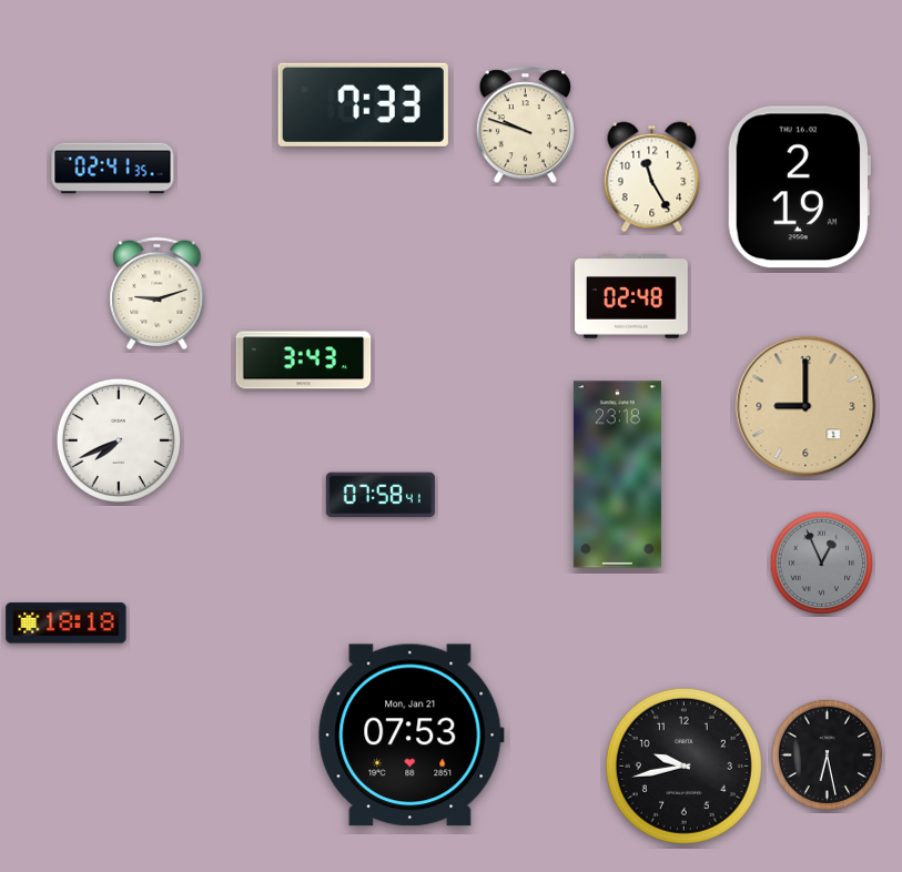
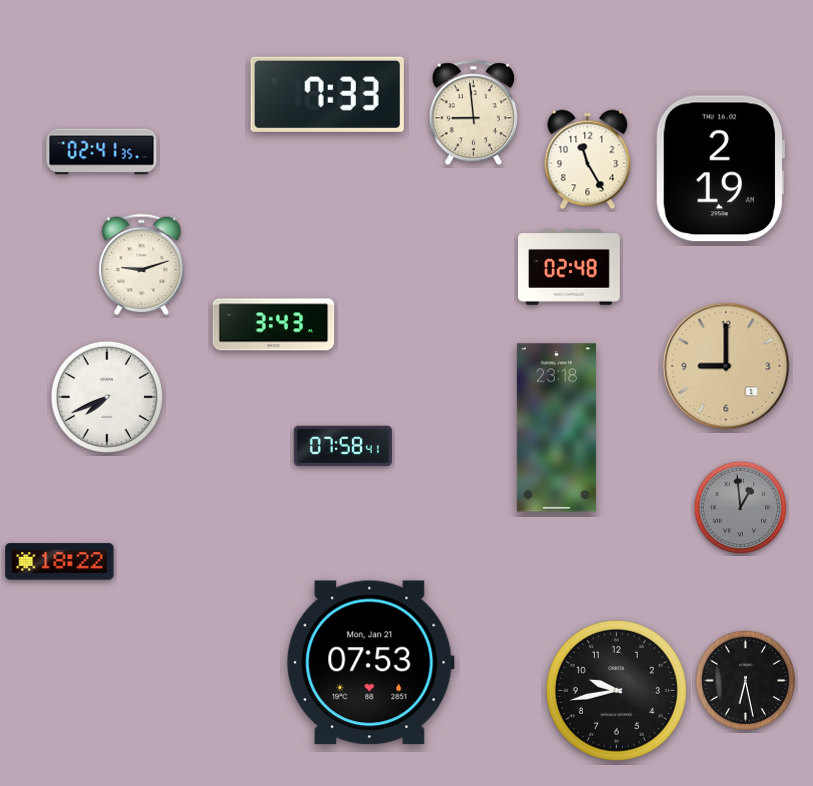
clock at (525, 125): 9:48 -> 8:59
clock at (822, 564): 12:56 -> 12:59
clock at (67, 623): 18:18 -> 18:22
